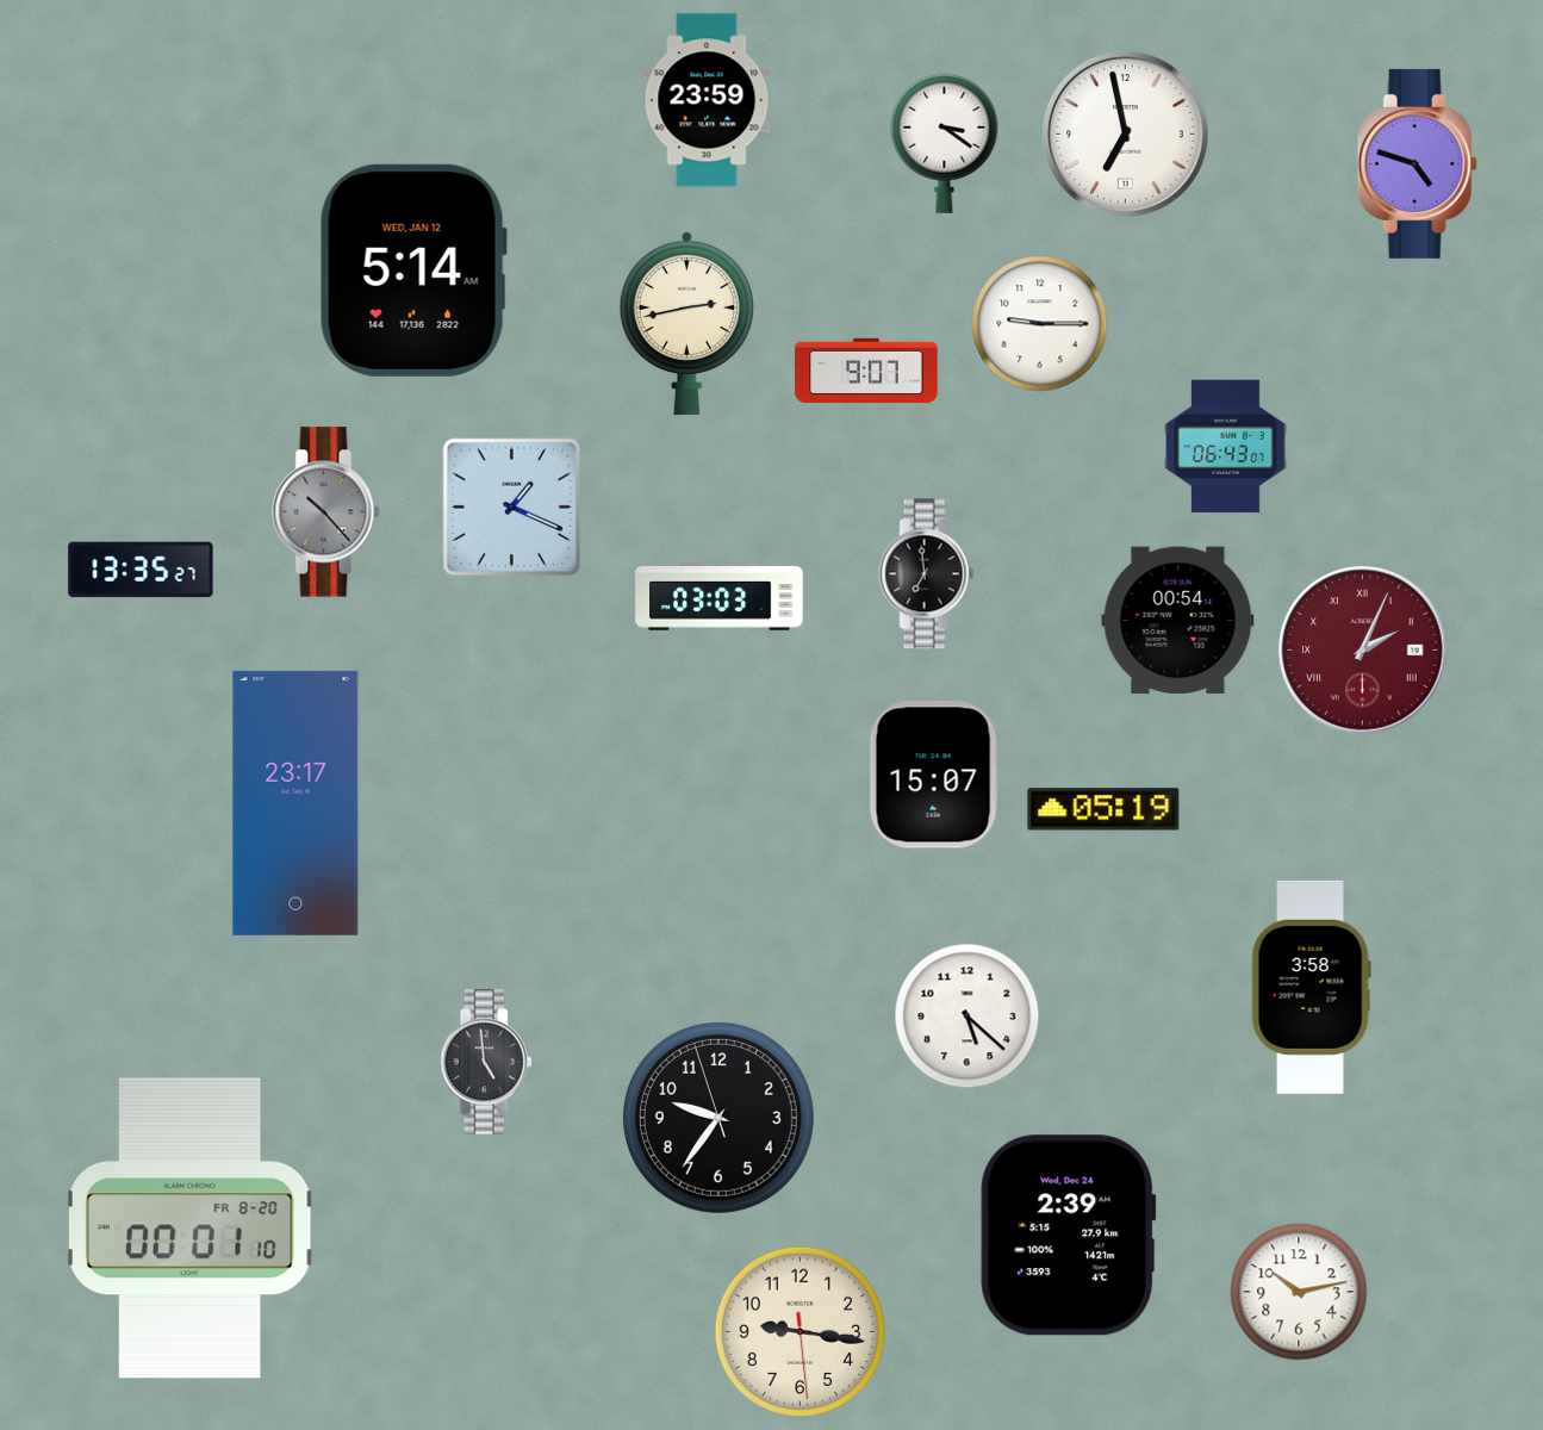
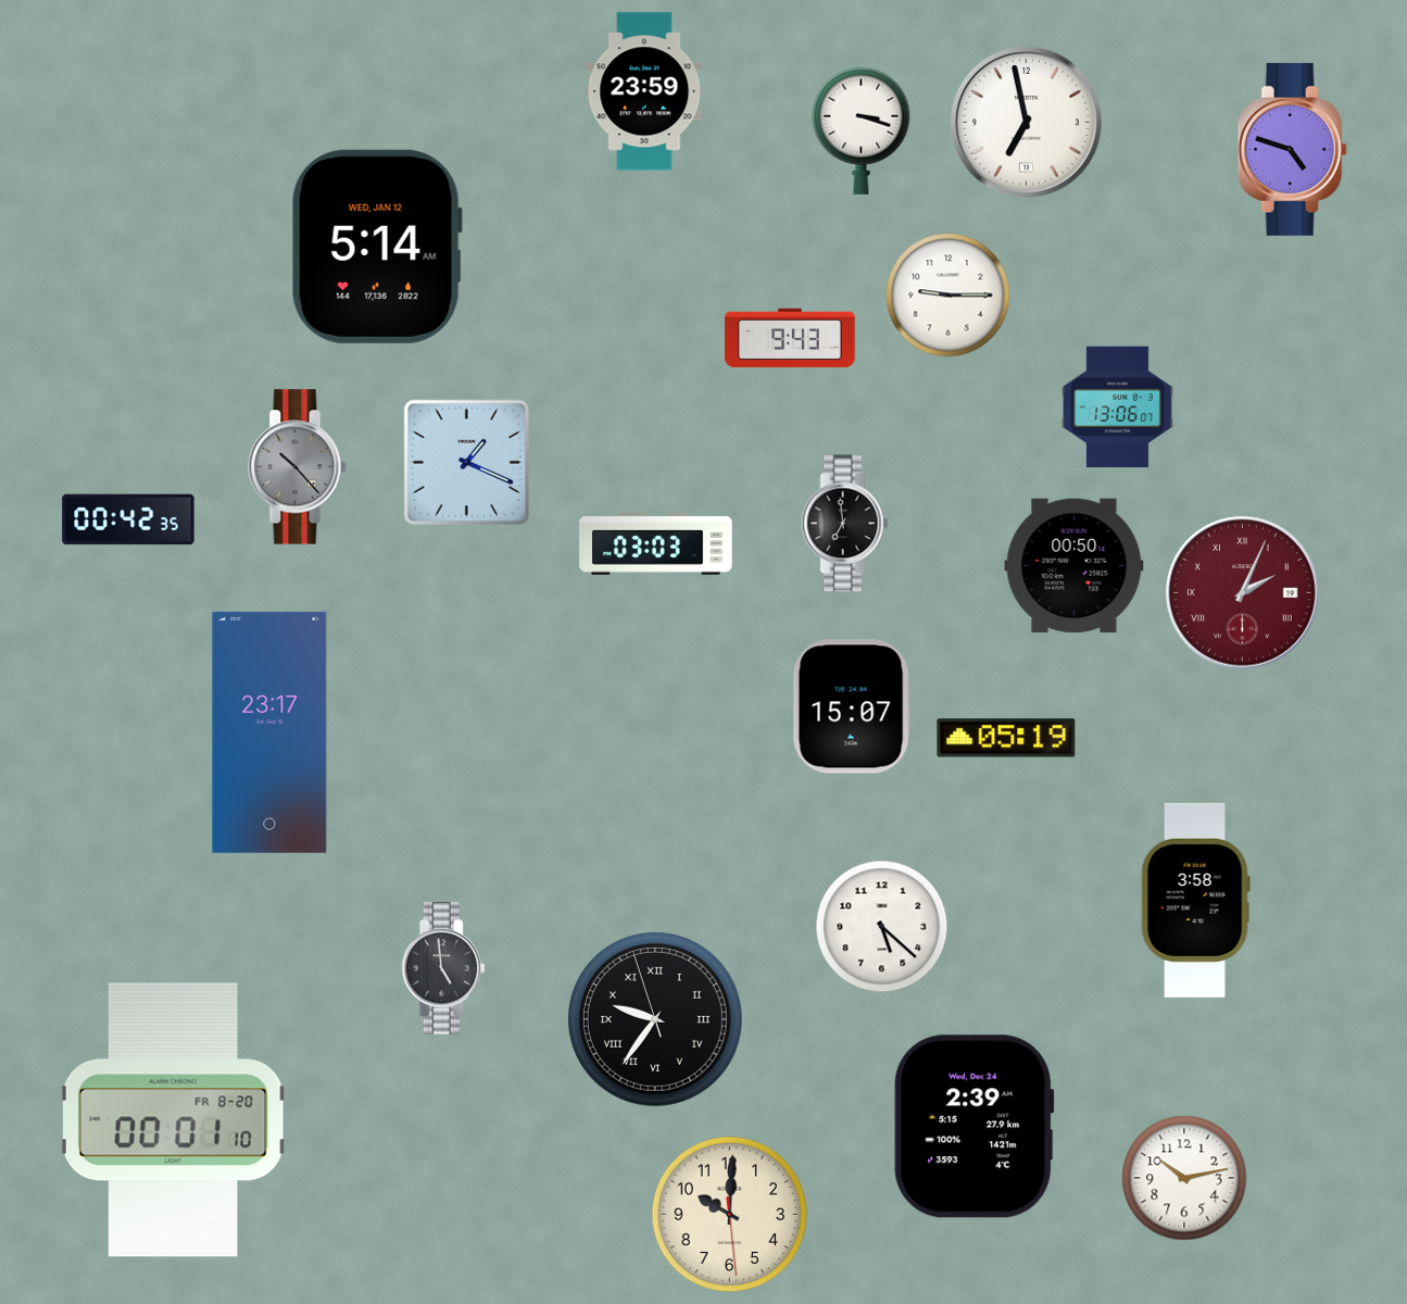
clock at (945, 143): 3:21 -> 3:18
clock at (686, 323): 2:43 -> none
clock at (866, 371): 9:07 -> 9:43
clock at (1226, 447): 06:43 -> 13:06
clock at (141, 570): 13:35 -> 00:42
clock at (1178, 621): 00:54 -> 00:50
clock at (718, 1118) numerals: Arabic -> Roman
clock at (800, 1331): 9:16 -> 10:00
